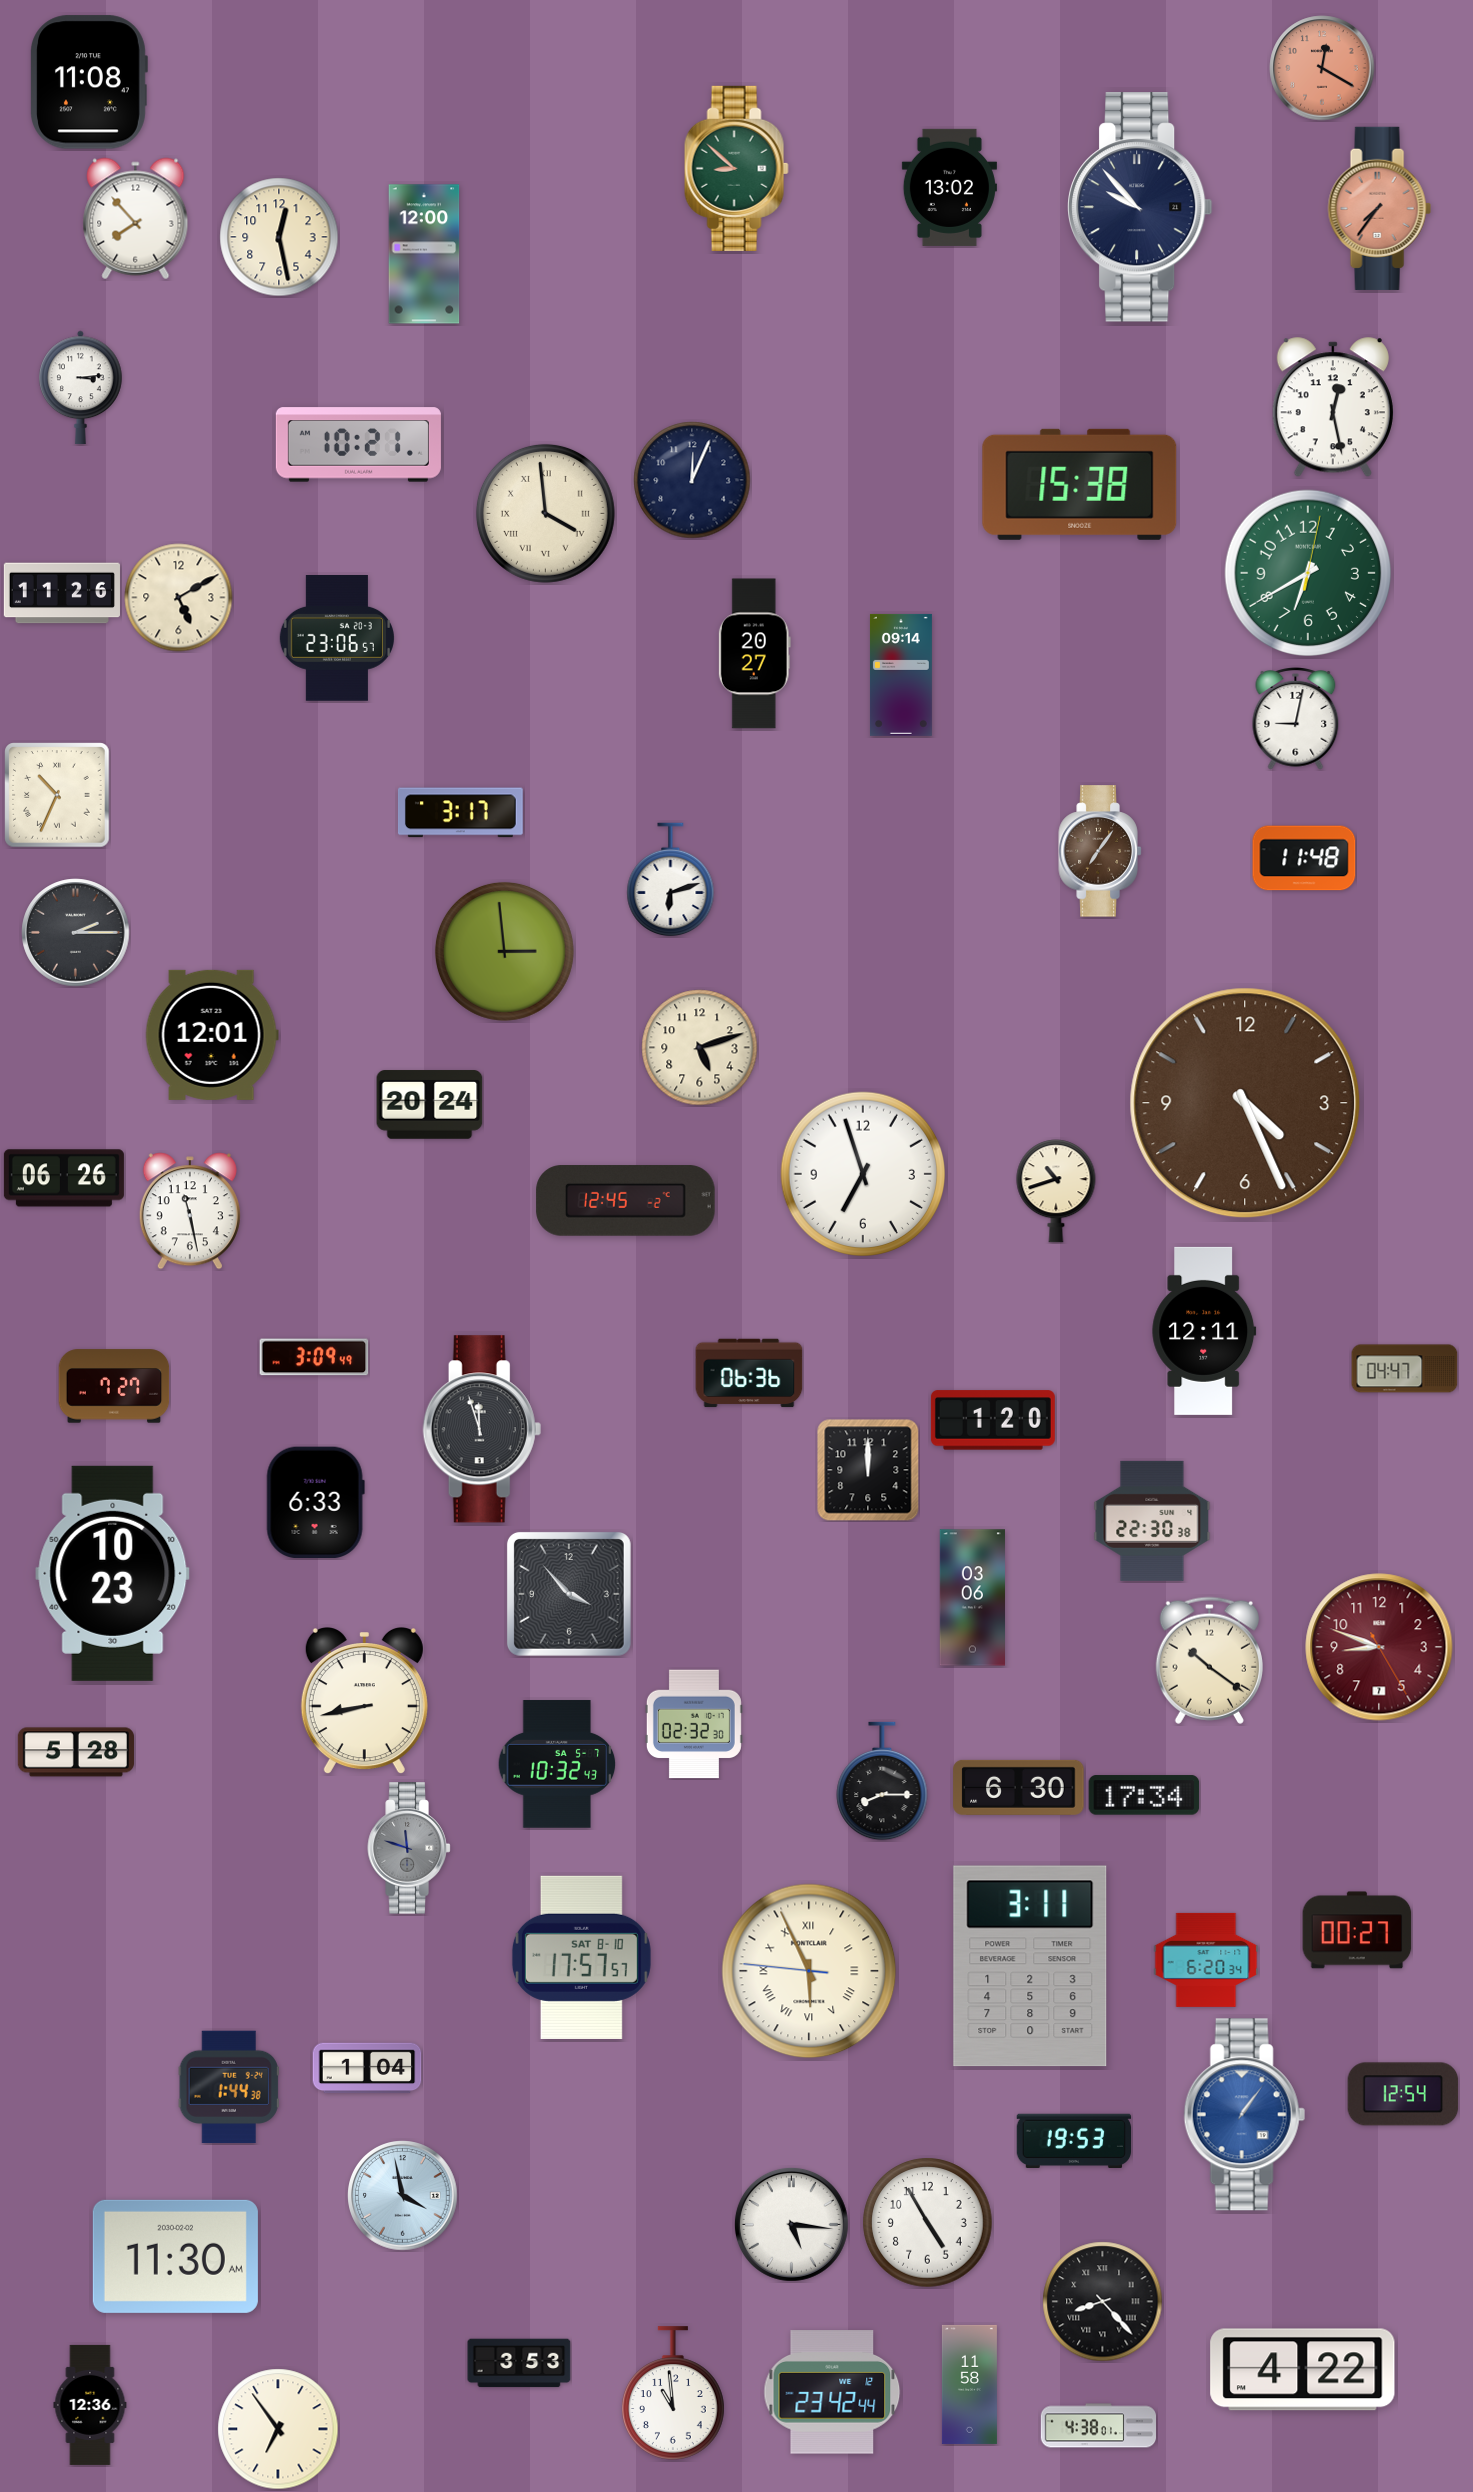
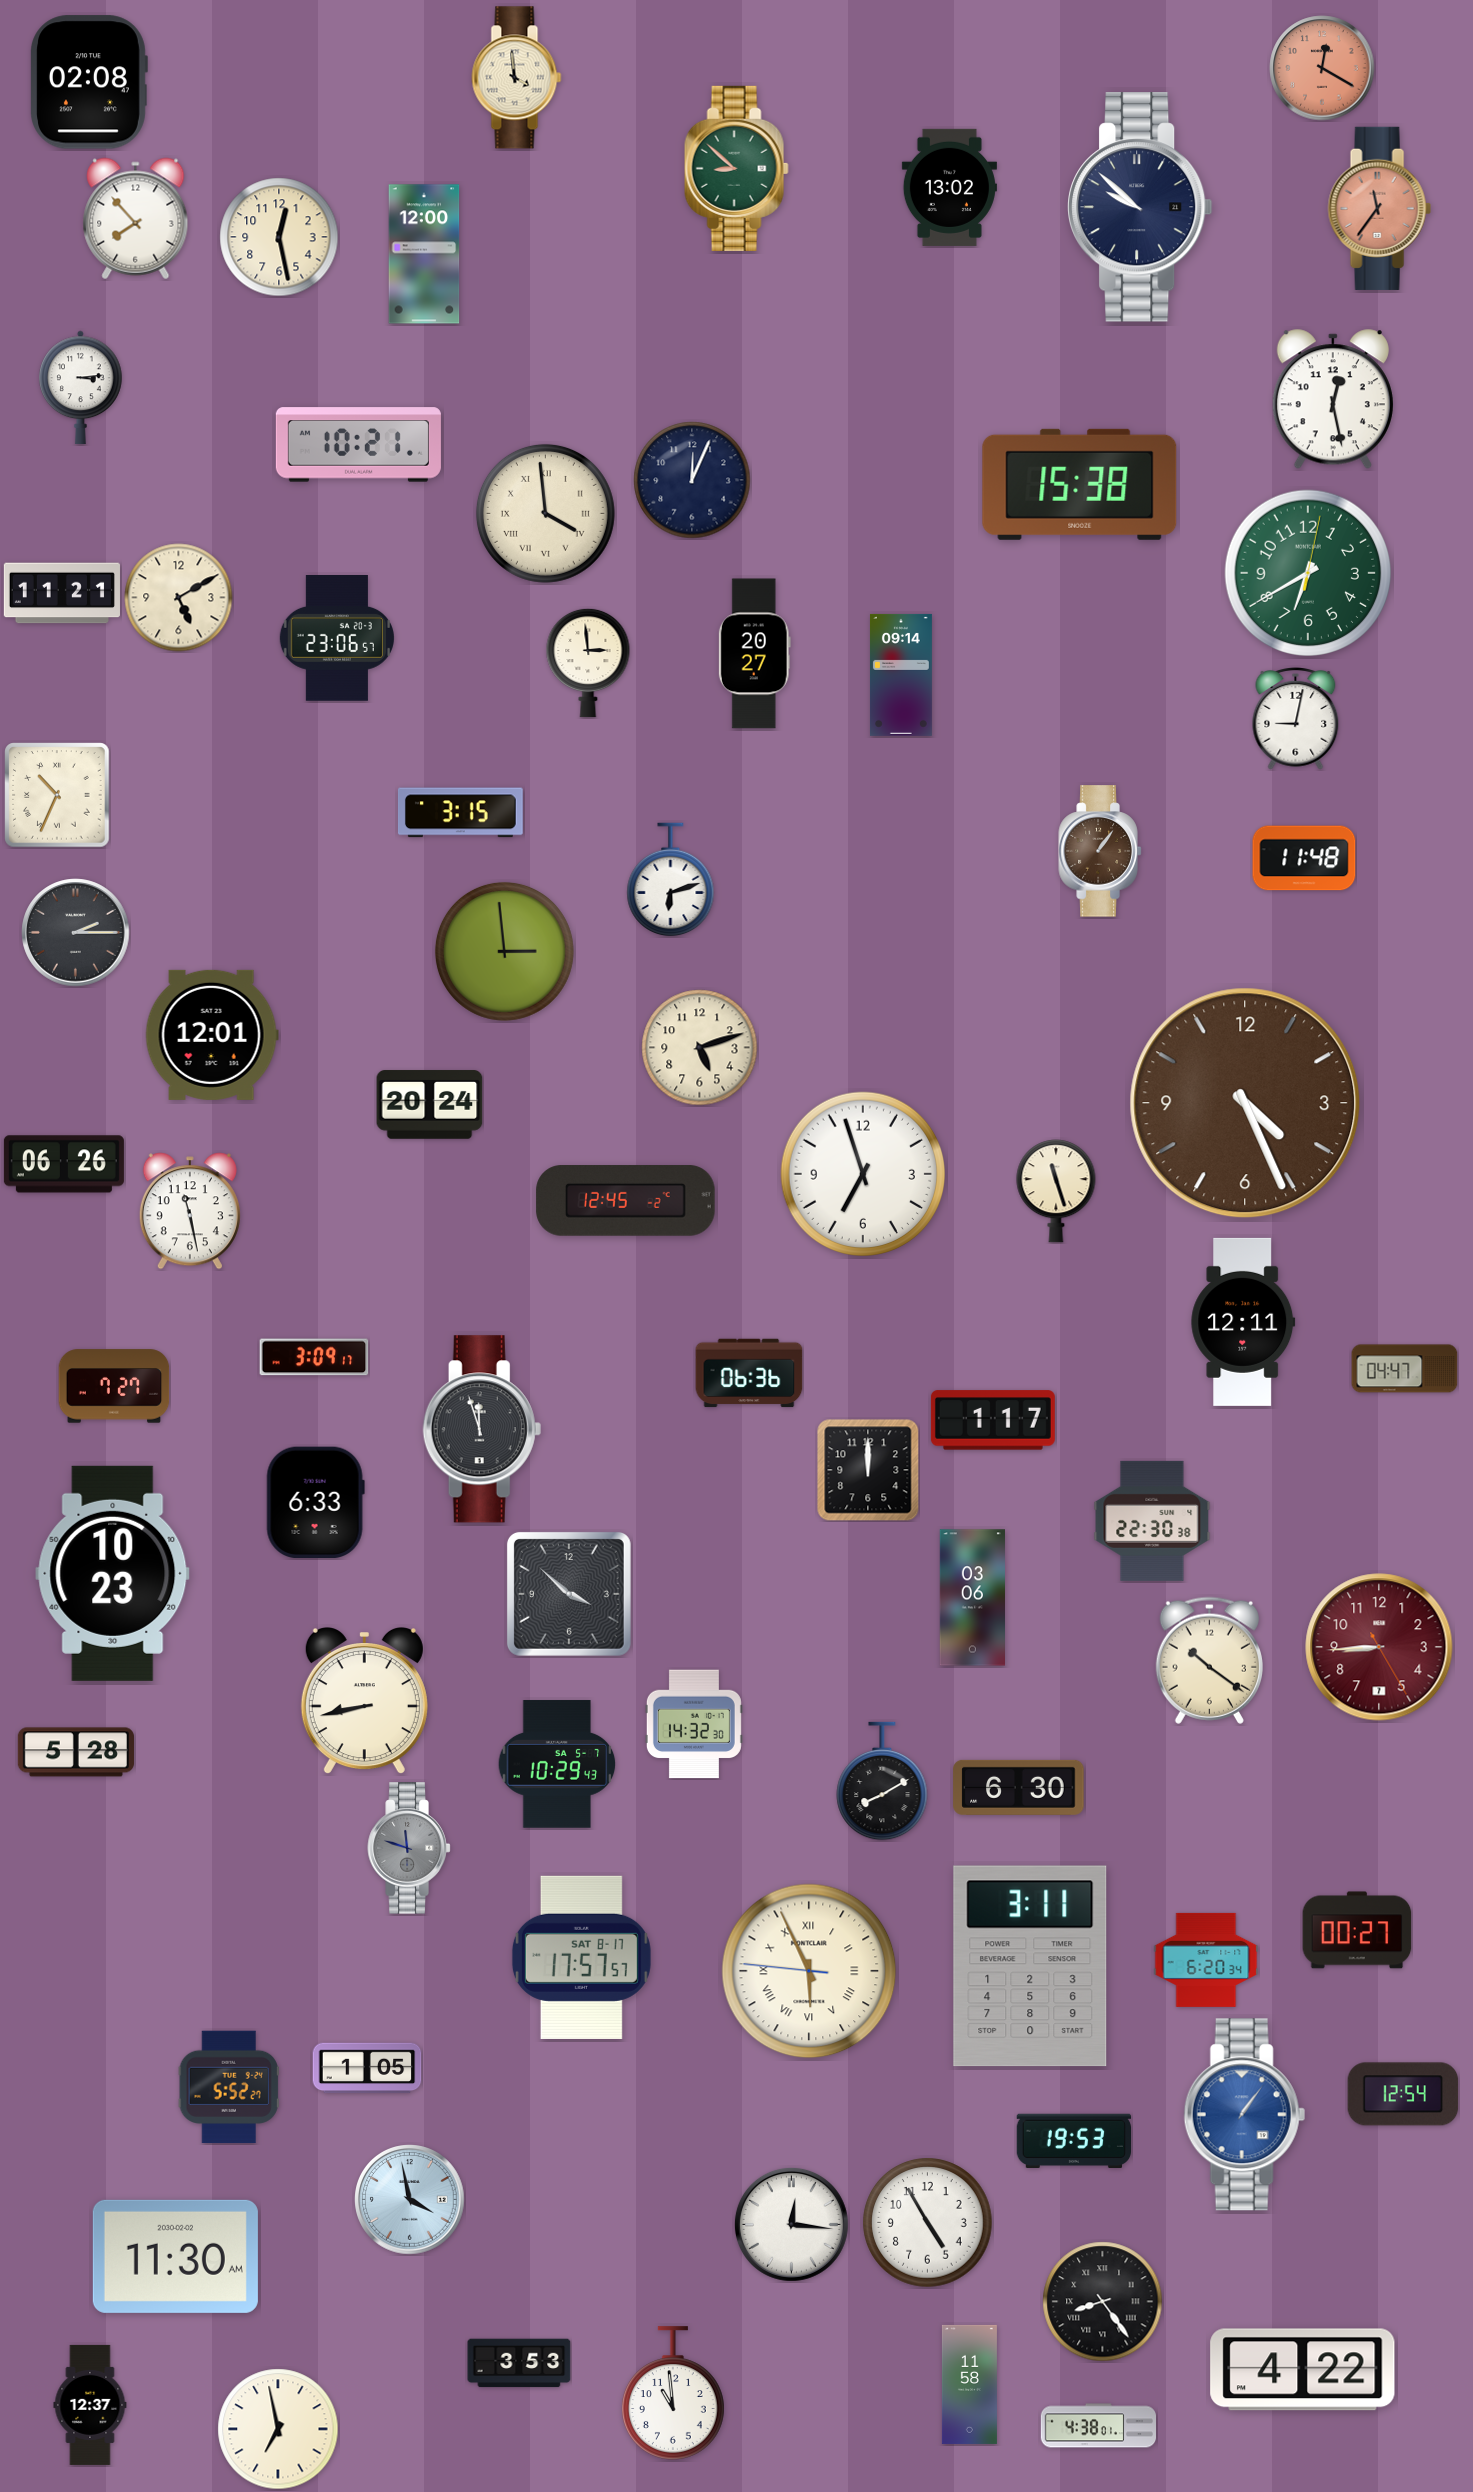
clock at (517, 78): none -> 3:59
clock at (89, 82): 11:08 -> 02:08
clock at (1141, 207): 9:53 -> 9:52
clock at (1379, 208): 7:36 -> 11:36
clock at (1333, 408) position: (1333, 408) -> (1333, 400)
clock at (62, 593): 11:26 -> 11:21
clock at (588, 663): none -> 2:59
clock at (460, 813): 3:17 -> 3:15
clock at (1100, 851): 7:06 -> 1:06
clock at (64, 1178) position: (64, 1178) -> (64, 1164)
clock at (1056, 1191): 10:42 -> 11:27
clock at (1204, 1331) position: (1204, 1331) -> (1243, 1322)
clock at (314, 1357): 3:09:49 -> 3:09:17
clock at (993, 1420): 1:20 -> 1:17
clock at (569, 1594): 3:53 -> 3:52
clock at (1379, 1647): 8:48 -> 8:44
clock at (694, 1724): 02:32 -> 14:32
clock at (557, 1764): 10:32 -> 10:29
clock at (882, 1781): 8:15 -> 8:10
clock at (1144, 1795): 17:34 -> none
clock at (581, 1957) date: SAT 8-10 -> SAT 8-17
clock at (367, 2068): 1:04 -> 1:05
clock at (229, 2087): 1:44 -> 5:52
clock at (403, 2196) position: (403, 2196) -> (410, 2200)
clock at (791, 2224): 5:16 -> 12:16
clock at (1103, 2302): 8:23 -> 8:24
clock at (832, 2392): 23:42 -> none
clock at (90, 2405): 12:36 -> 12:37
clock at (278, 2429): 6:54 -> 6:58
